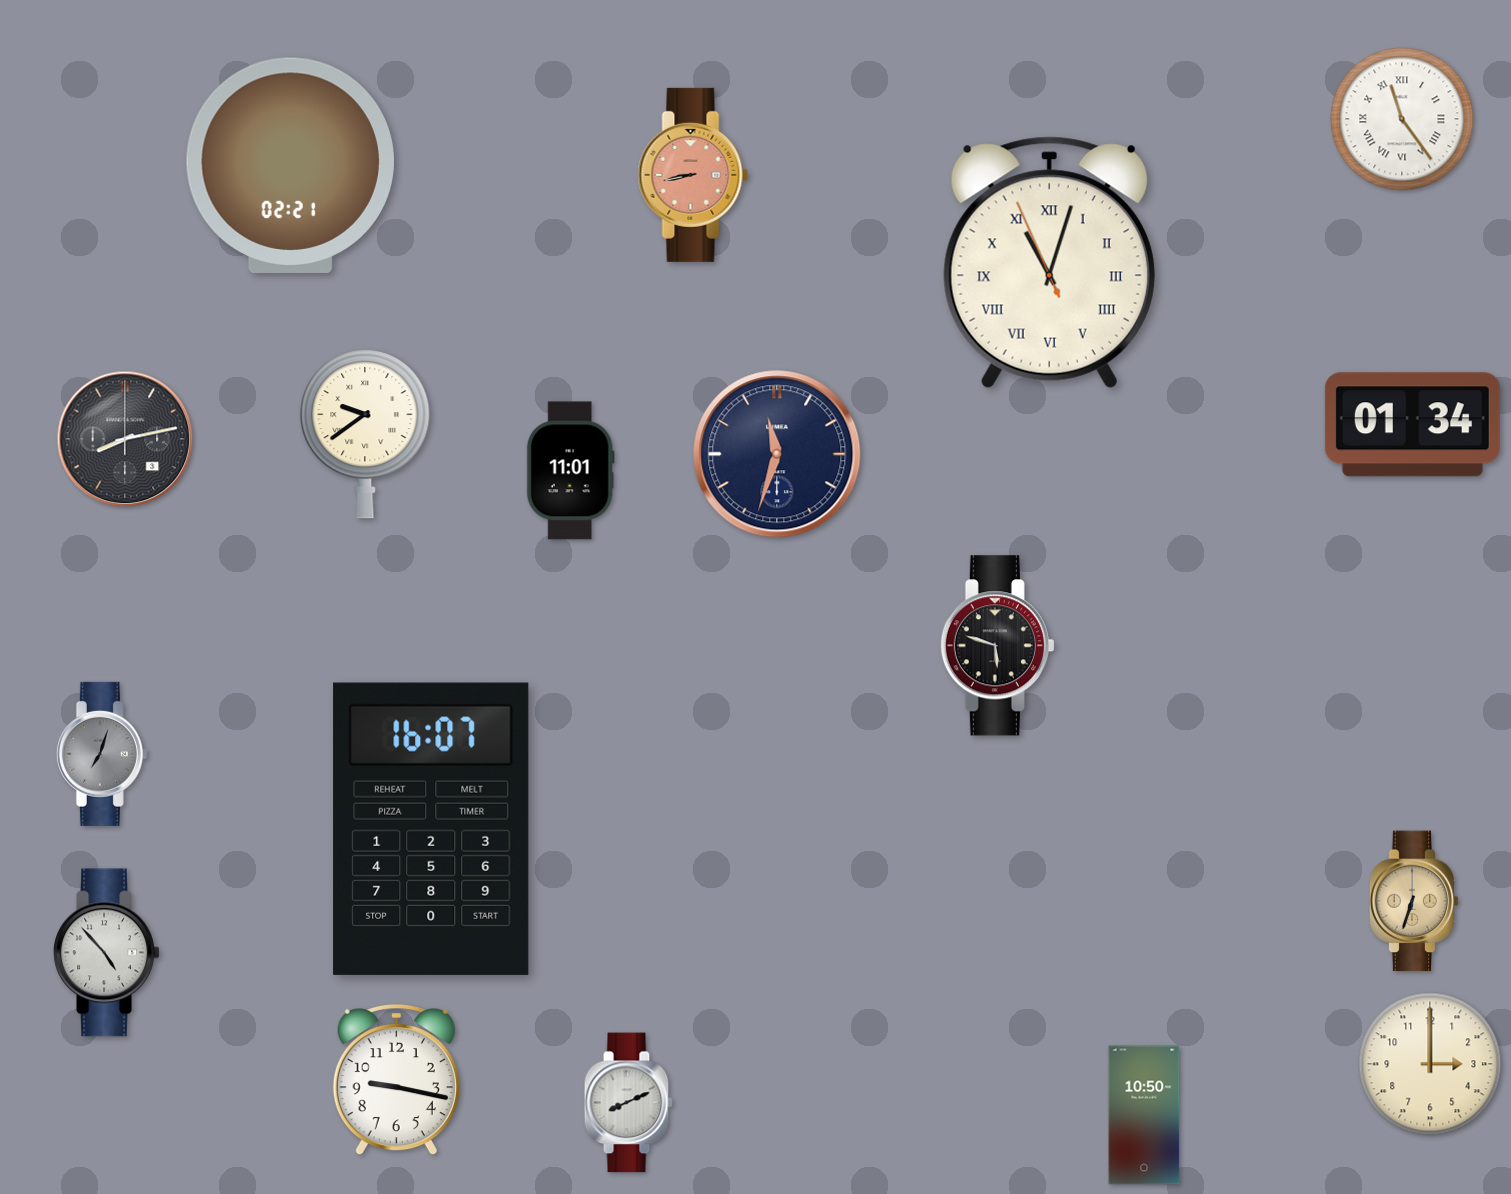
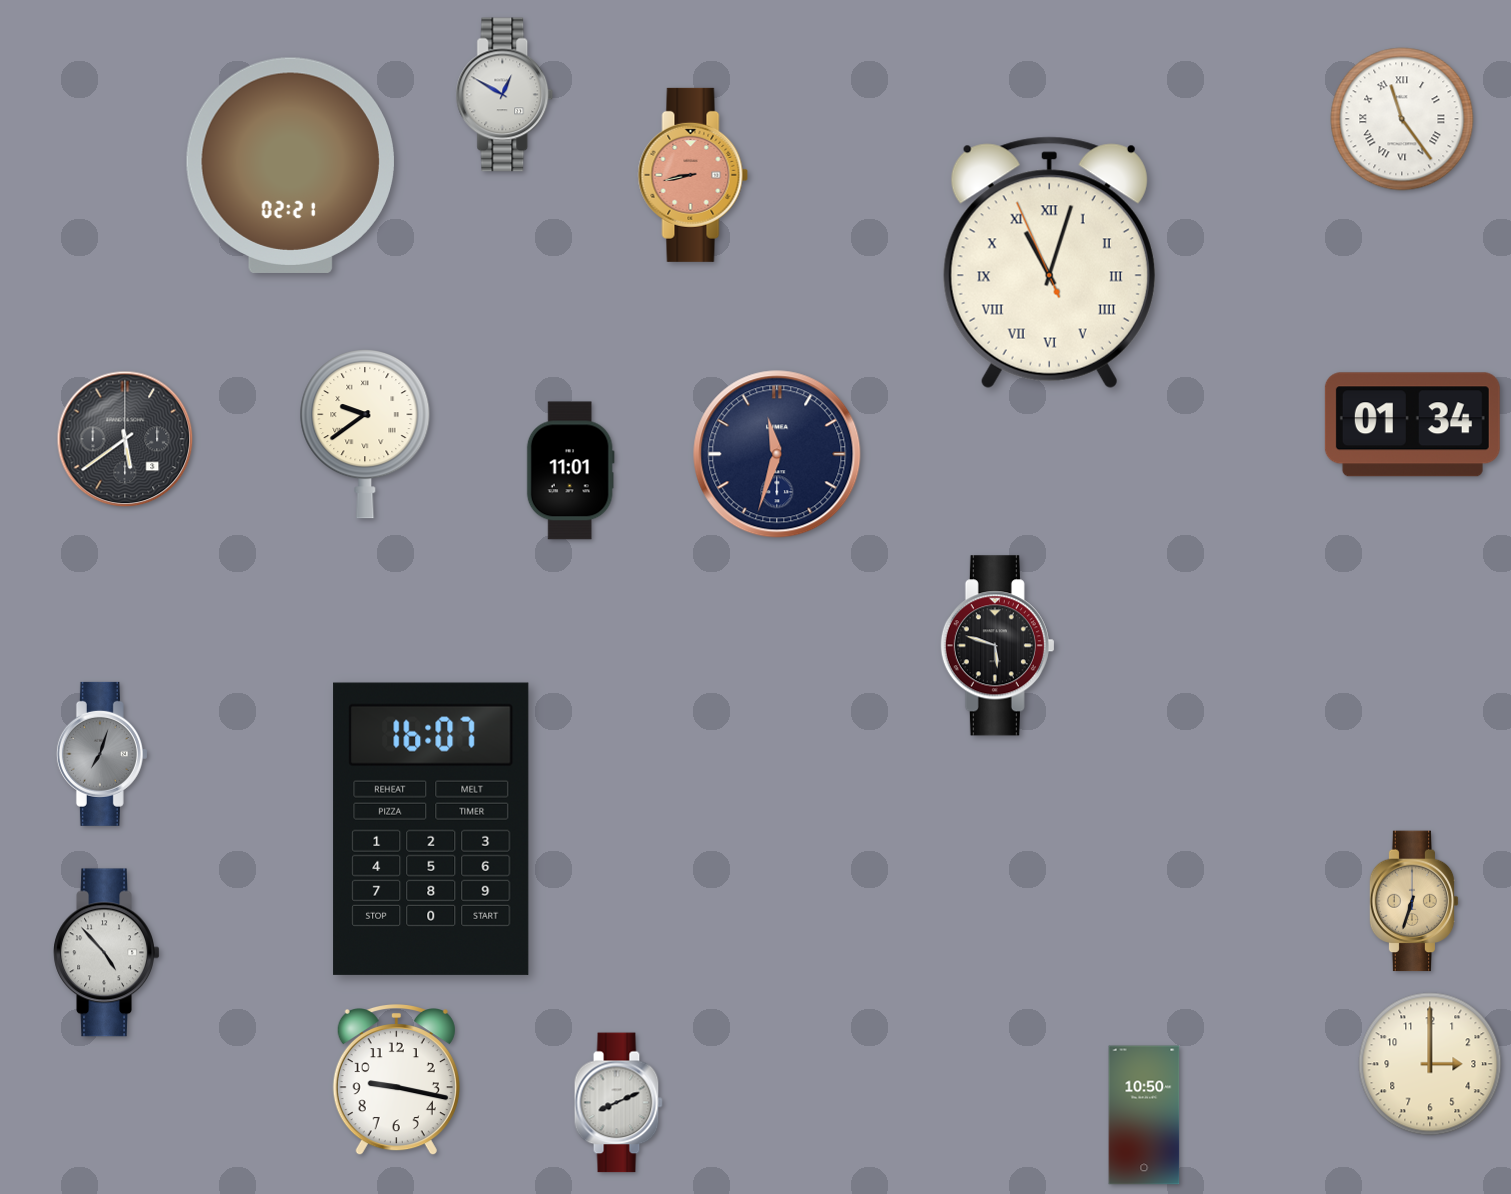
clock at (505, 95): none -> 12:50
clock at (125, 439): 8:13 -> 5:39
clock at (628, 1103) position: (628, 1103) -> (618, 1103)
